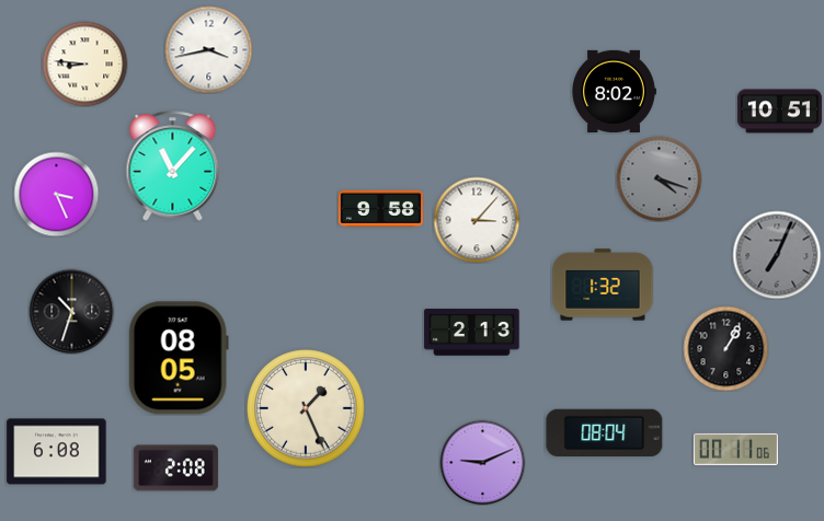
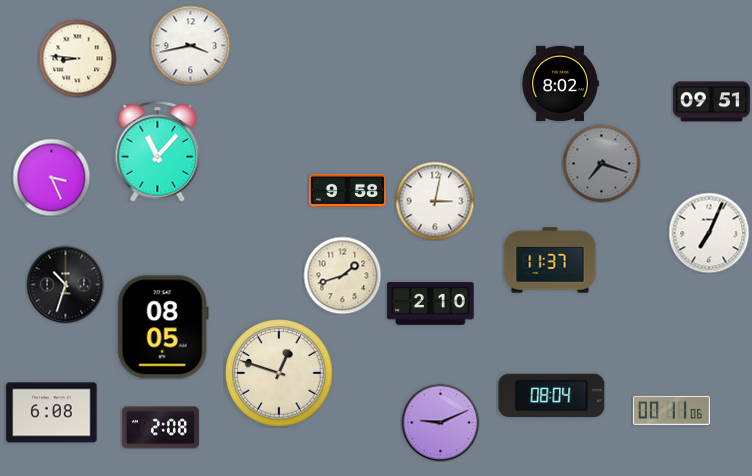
clock at (779, 112): 10:51 -> 09:51
clock at (659, 178): 4:18 -> 7:18
clock at (477, 220): 3:07 -> 3:02
clock at (777, 255) dial: grey -> white
clock at (603, 285): 1:32 -> 11:37
clock at (342, 275): none -> 1:42
clock at (472, 333): 2:13 -> 2:10
clock at (725, 348): 1:05 -> none
clock at (306, 408): 1:26 -> 12:48
